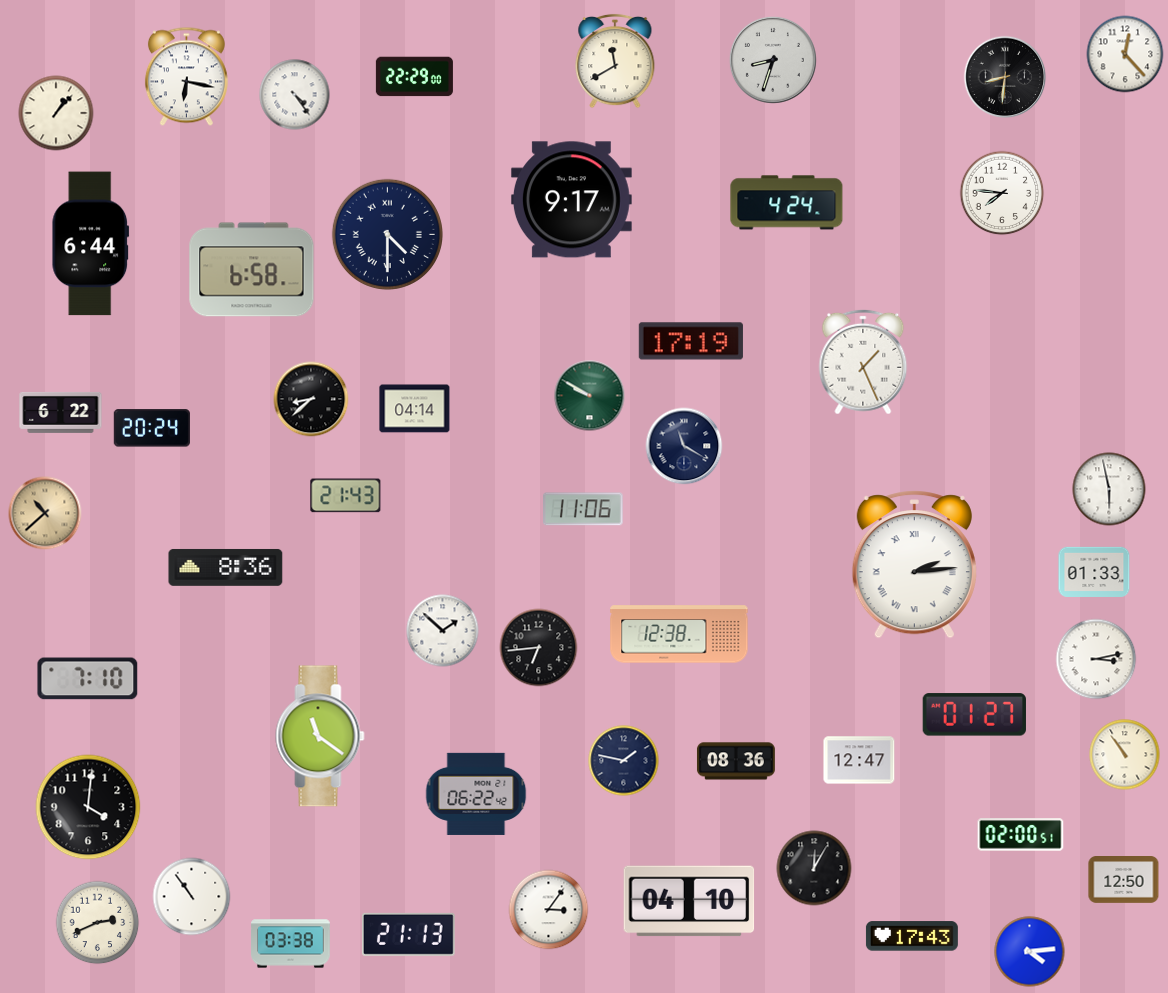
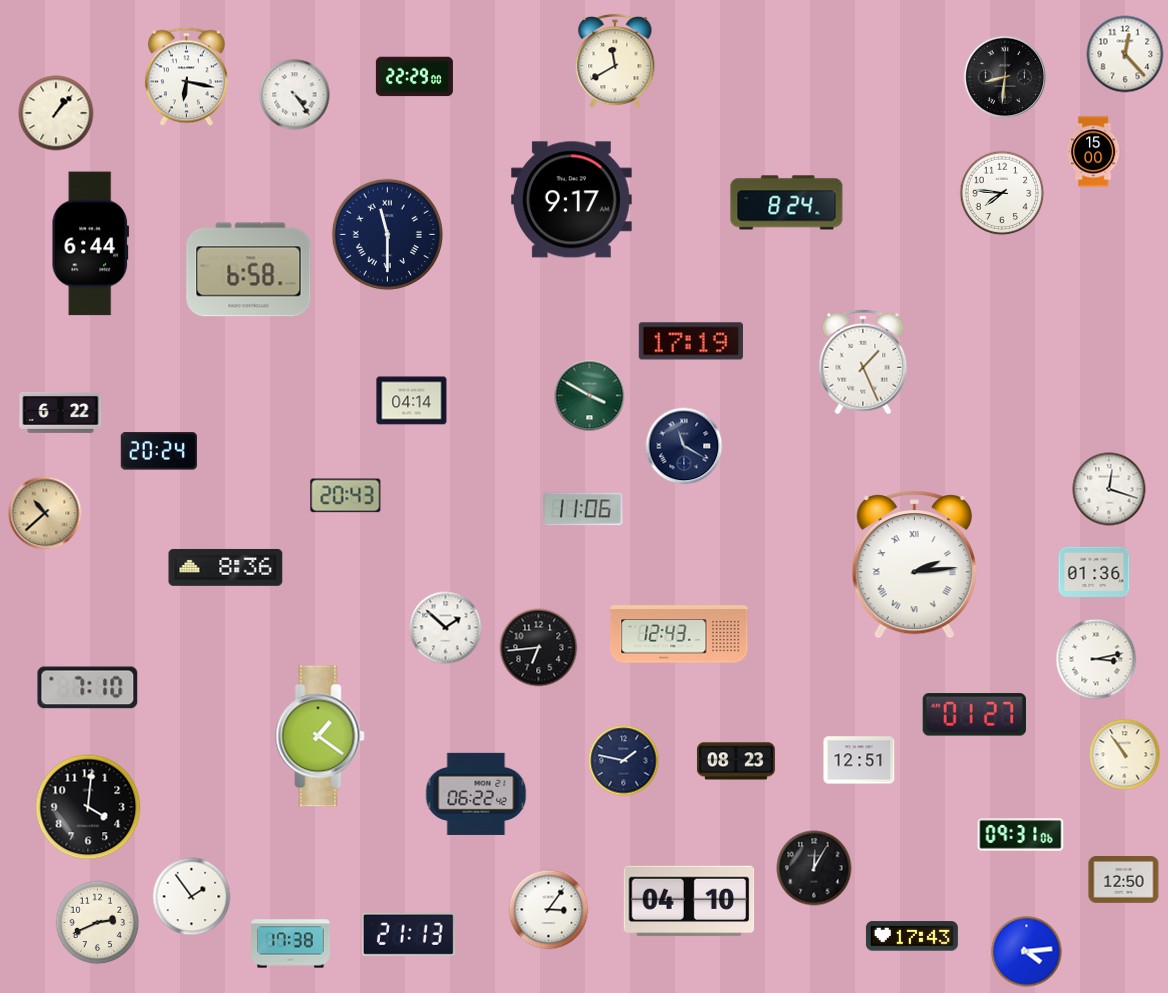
clock at (773, 60): 8:33 -> none
clock at (1093, 152): none -> 15:00
clock at (787, 203): 4:24 -> 8:24
clock at (387, 234): 4:30 -> 11:30
clock at (252, 270) position: (252, 270) -> (249, 270)
clock at (590, 396): 9:50 -> 3:50
clock at (311, 399): 8:38 -> none
clock at (415, 409) position: (415, 409) -> (412, 401)
clock at (152, 428) position: (152, 428) -> (159, 451)
clock at (1109, 489): 5:58 -> 12:18
clock at (346, 496): 21:43 -> 20:43
clock at (1094, 572): 01:33 -> 01:36
clock at (443, 631) position: (443, 631) -> (446, 628)
clock at (679, 634): 12:38 -> 12:43
clock at (88, 679) position: (88, 679) -> (88, 688)
clock at (320, 736): 11:21 -> 1:21
clock at (859, 760): 12:47 -> 12:51
clock at (736, 761): 08:36 -> 08:23
clock at (1021, 835): 02:00 -> 09:31
clock at (192, 897): 10:54 -> 1:54
clock at (291, 944): 03:38 -> 17:38
clock at (1030, 952) position: (1030, 952) -> (1027, 952)
